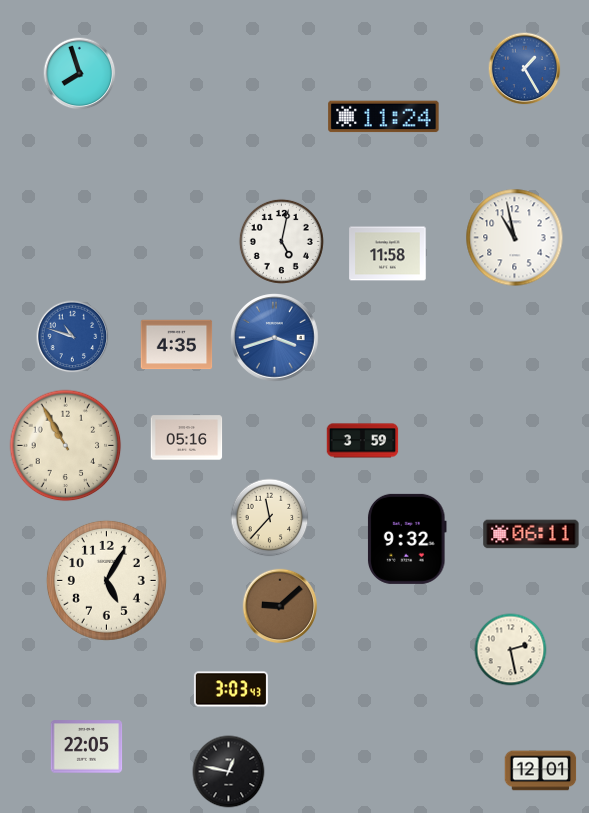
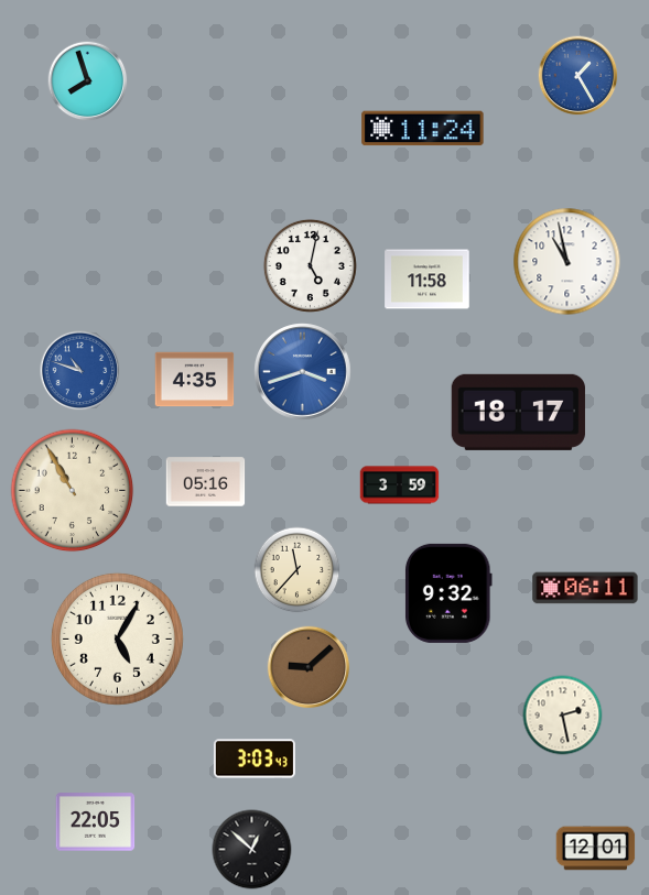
clock at (518, 412): none -> 18:17
clock at (229, 772): 12:47 -> 12:52
